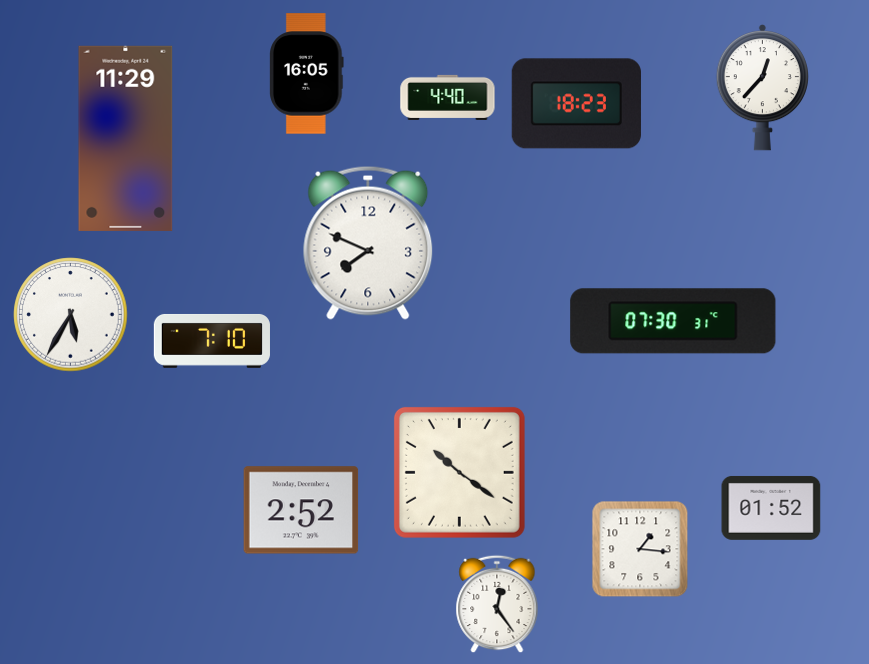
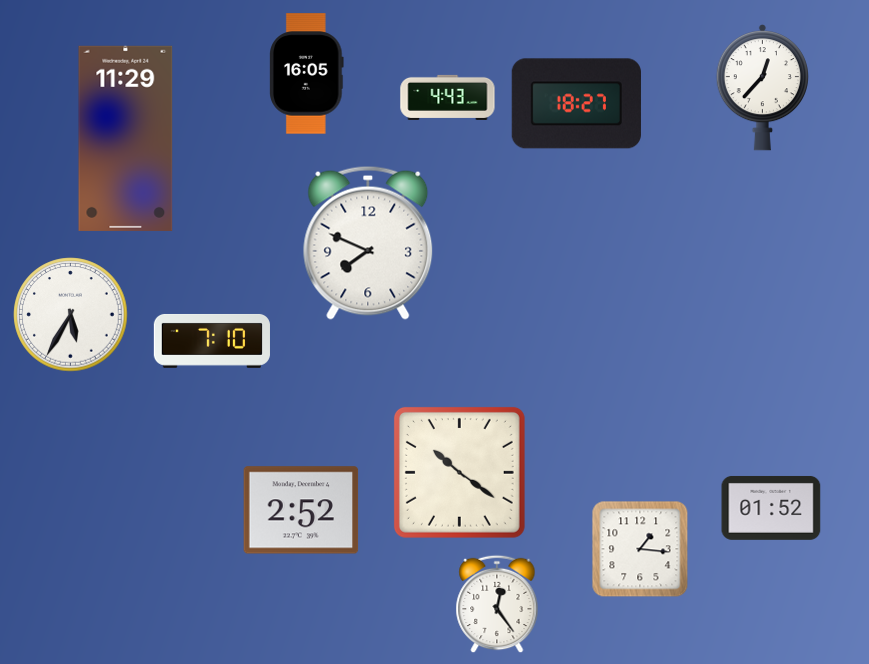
clock at (448, 97): 4:40 -> 4:43
clock at (576, 104): 18:23 -> 18:27
clock at (673, 321): 07:30 -> none
